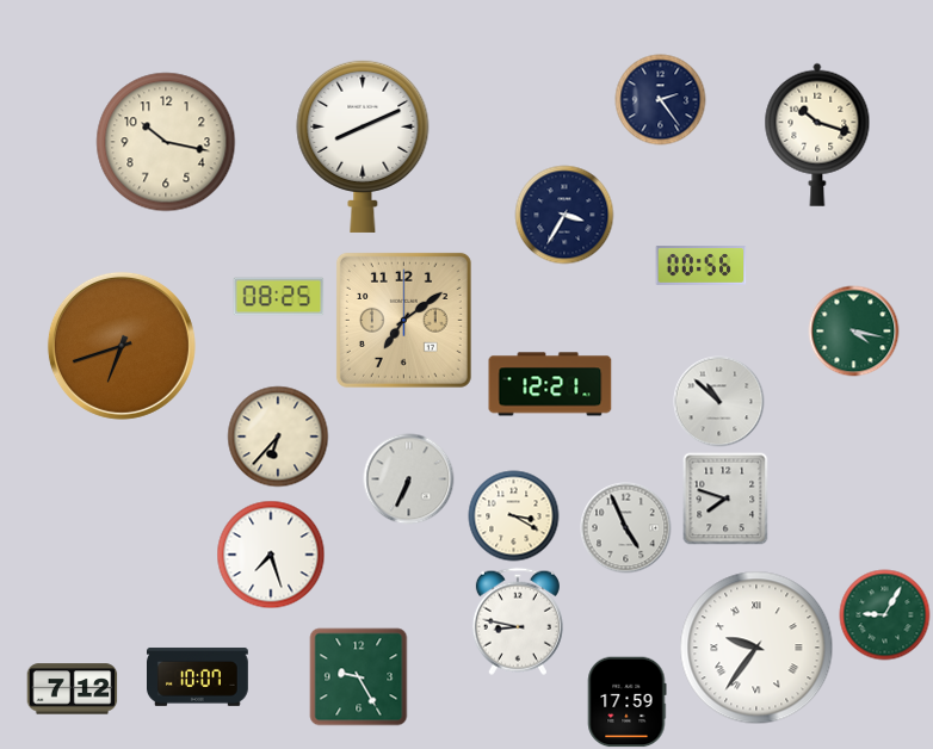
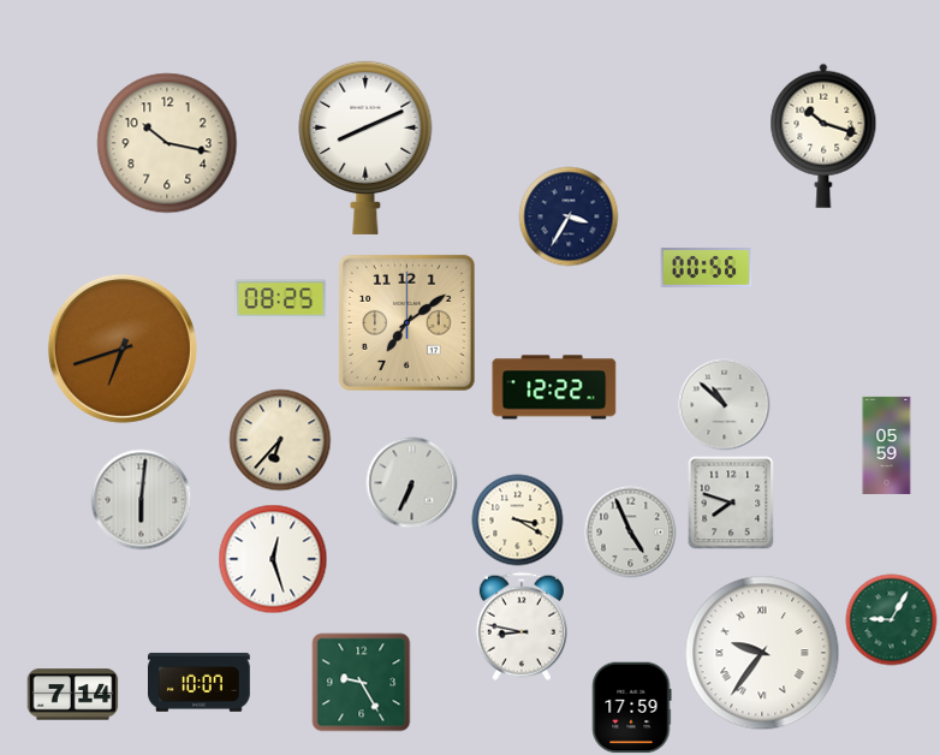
clock at (661, 100): 2:24 -> none
clock at (854, 332): 4:17 -> none
clock at (550, 384): 12:21 -> 12:22
clock at (887, 445): none -> 05:59
clock at (142, 500): none -> 6:01
clock at (271, 555): 7:27 -> 12:27
clock at (73, 689): 7:12 -> 7:14
